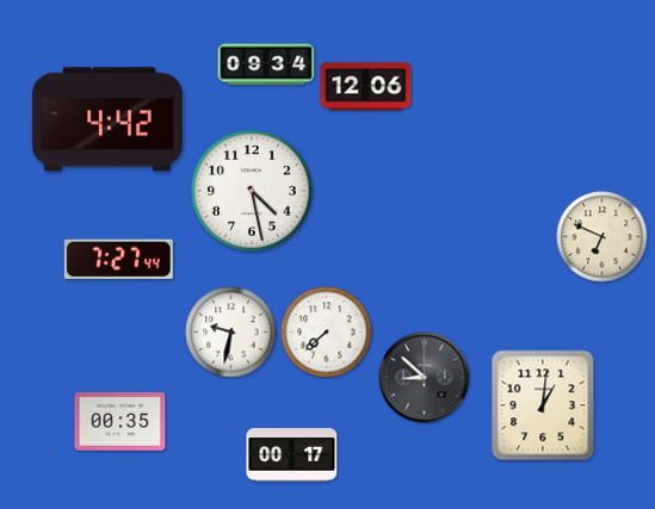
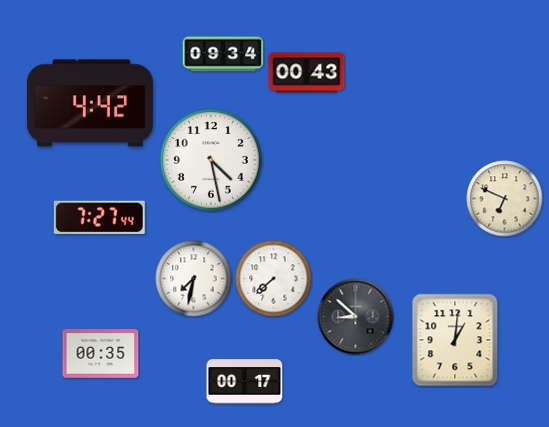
clock at (366, 87): 12:06 -> 00:43
clock at (107, 119) position: (107, 119) -> (90, 103)
clock at (231, 333): 9:32 -> 7:32
